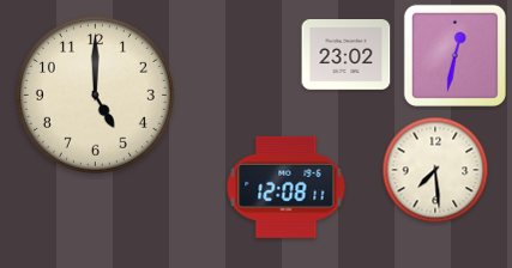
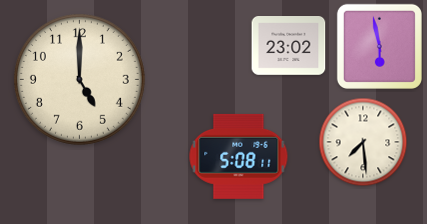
clock at (454, 55): 12:32 -> 5:58
clock at (287, 187): 12:08 -> 5:08
